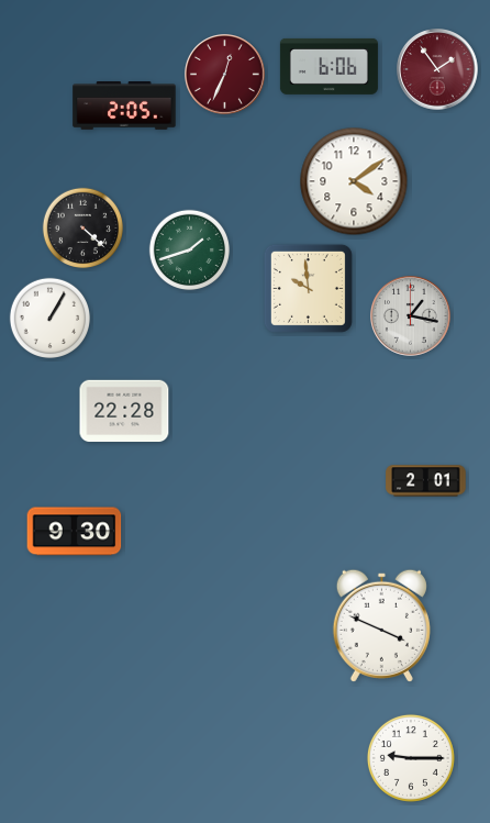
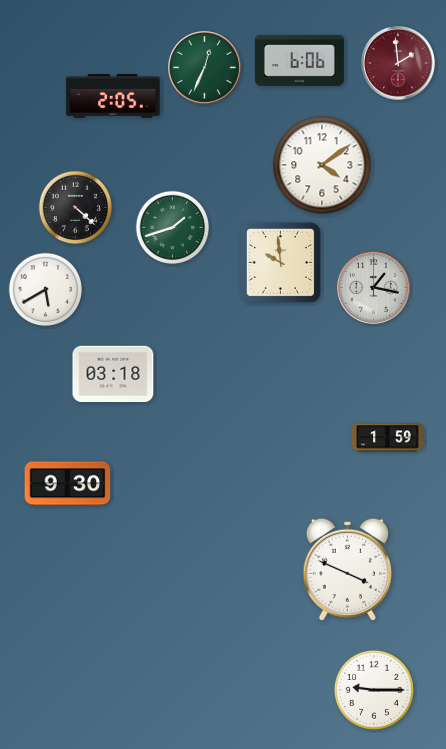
clock at (438, 70): 1:54 -> 1:59
clock at (225, 75) dial: burgundy -> green
clock at (51, 319): 1:05 -> 5:40
clock at (124, 411): 22:28 -> 03:18
clock at (426, 481): 2:01 -> 1:59
